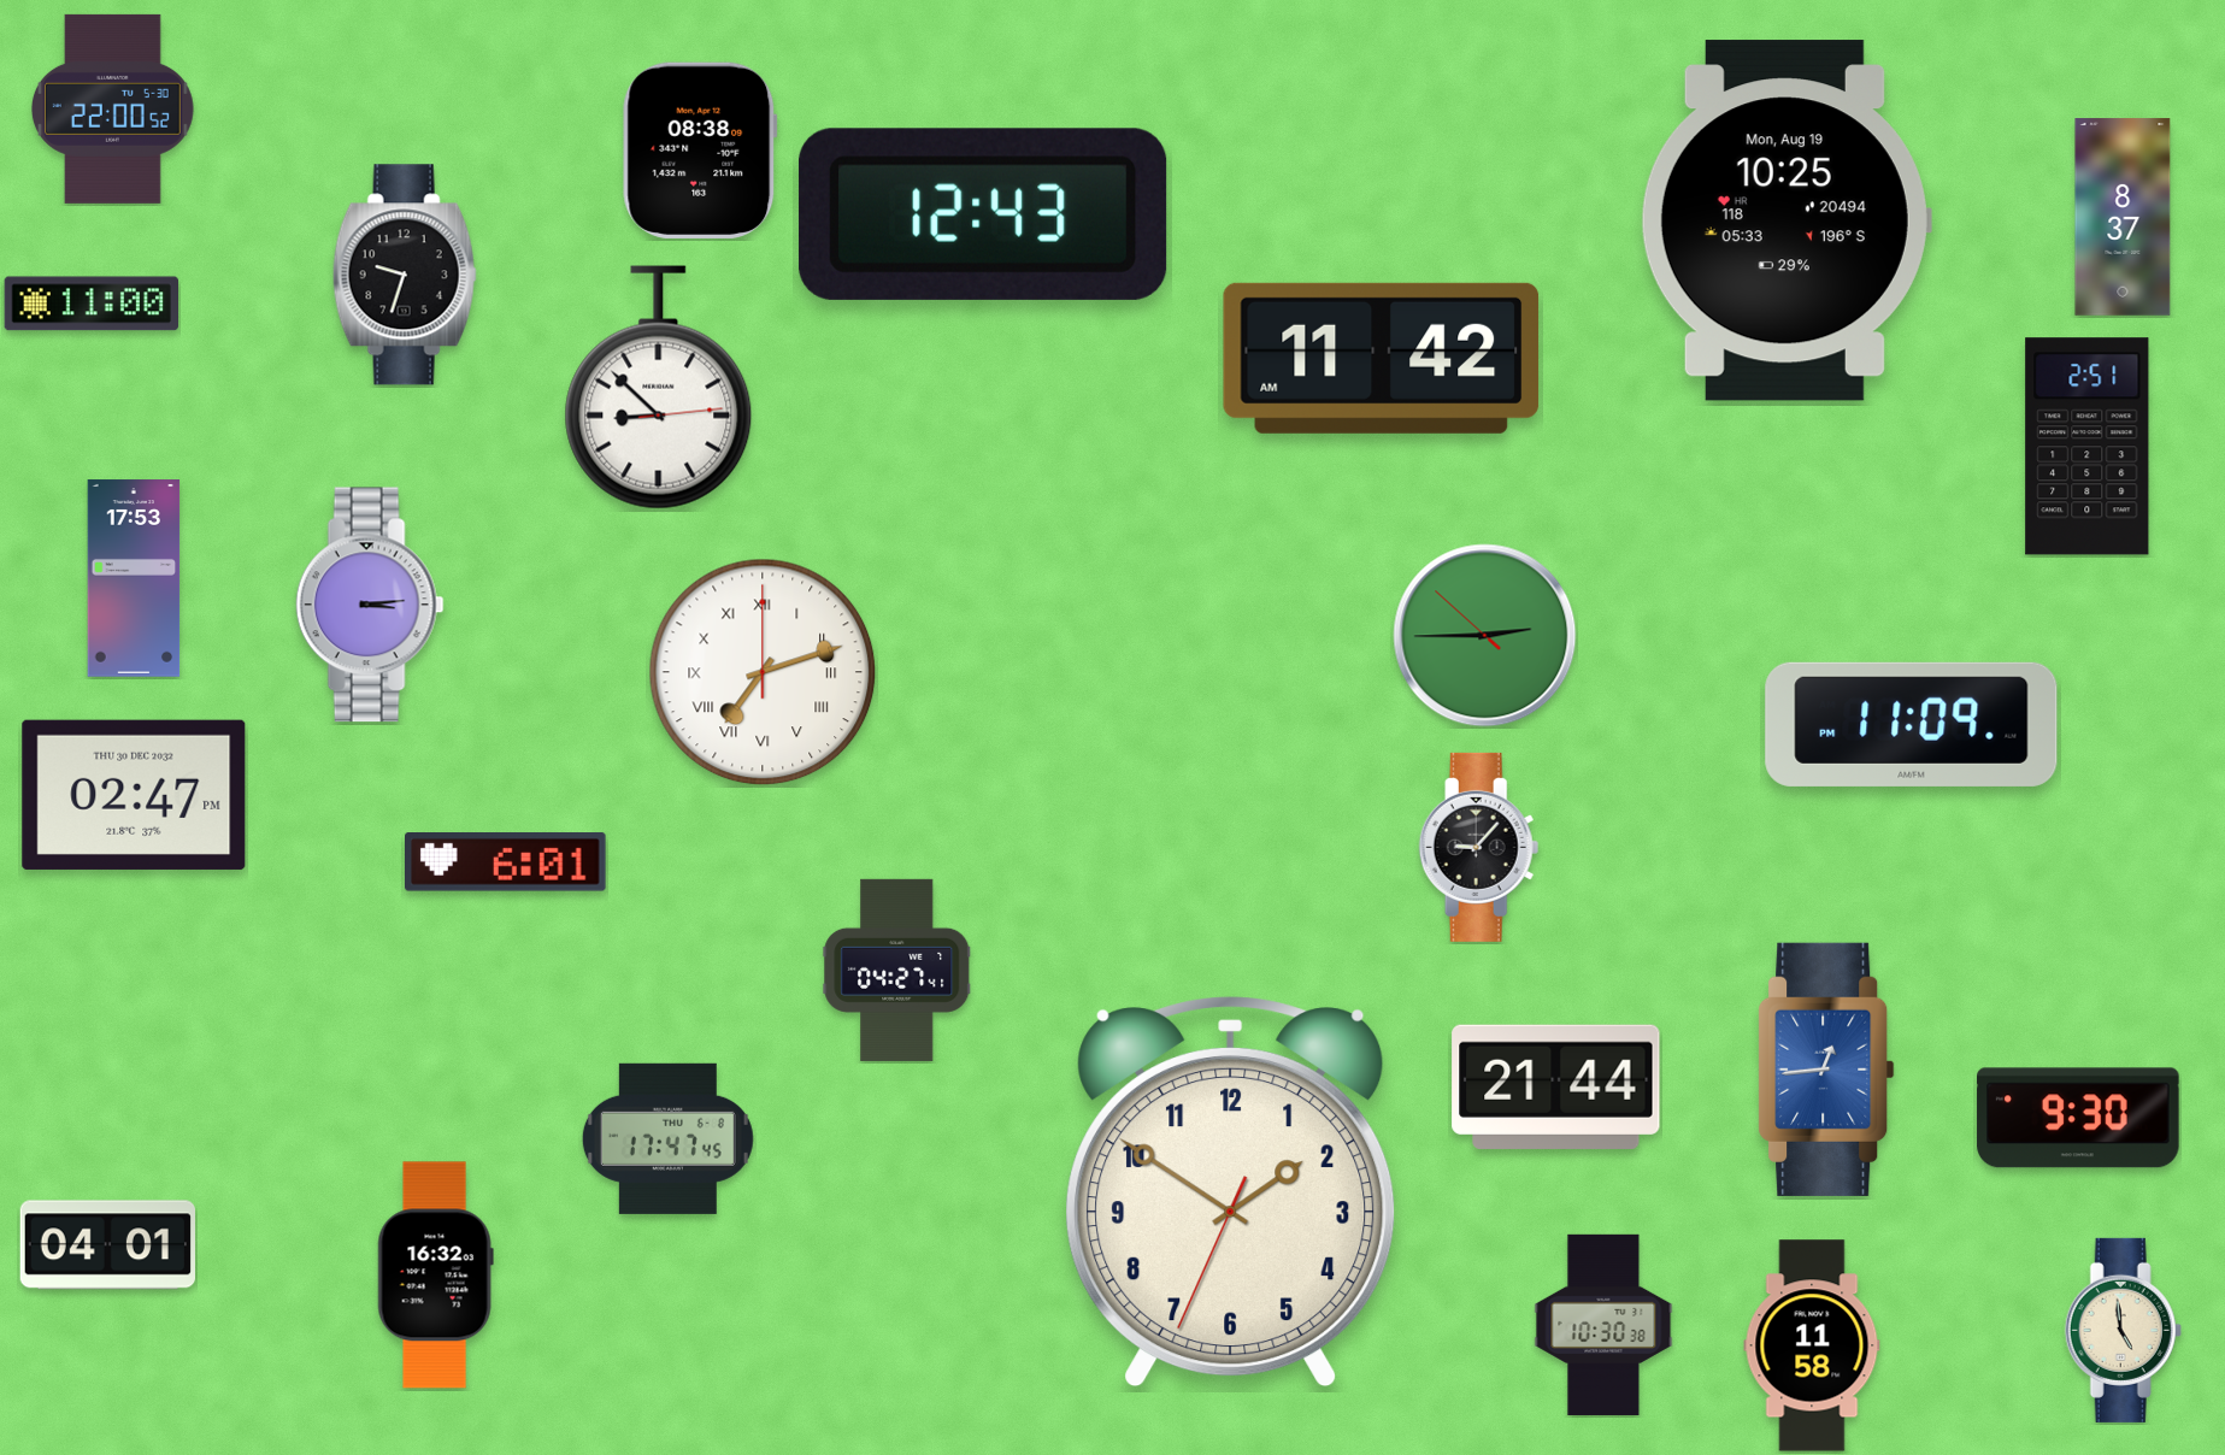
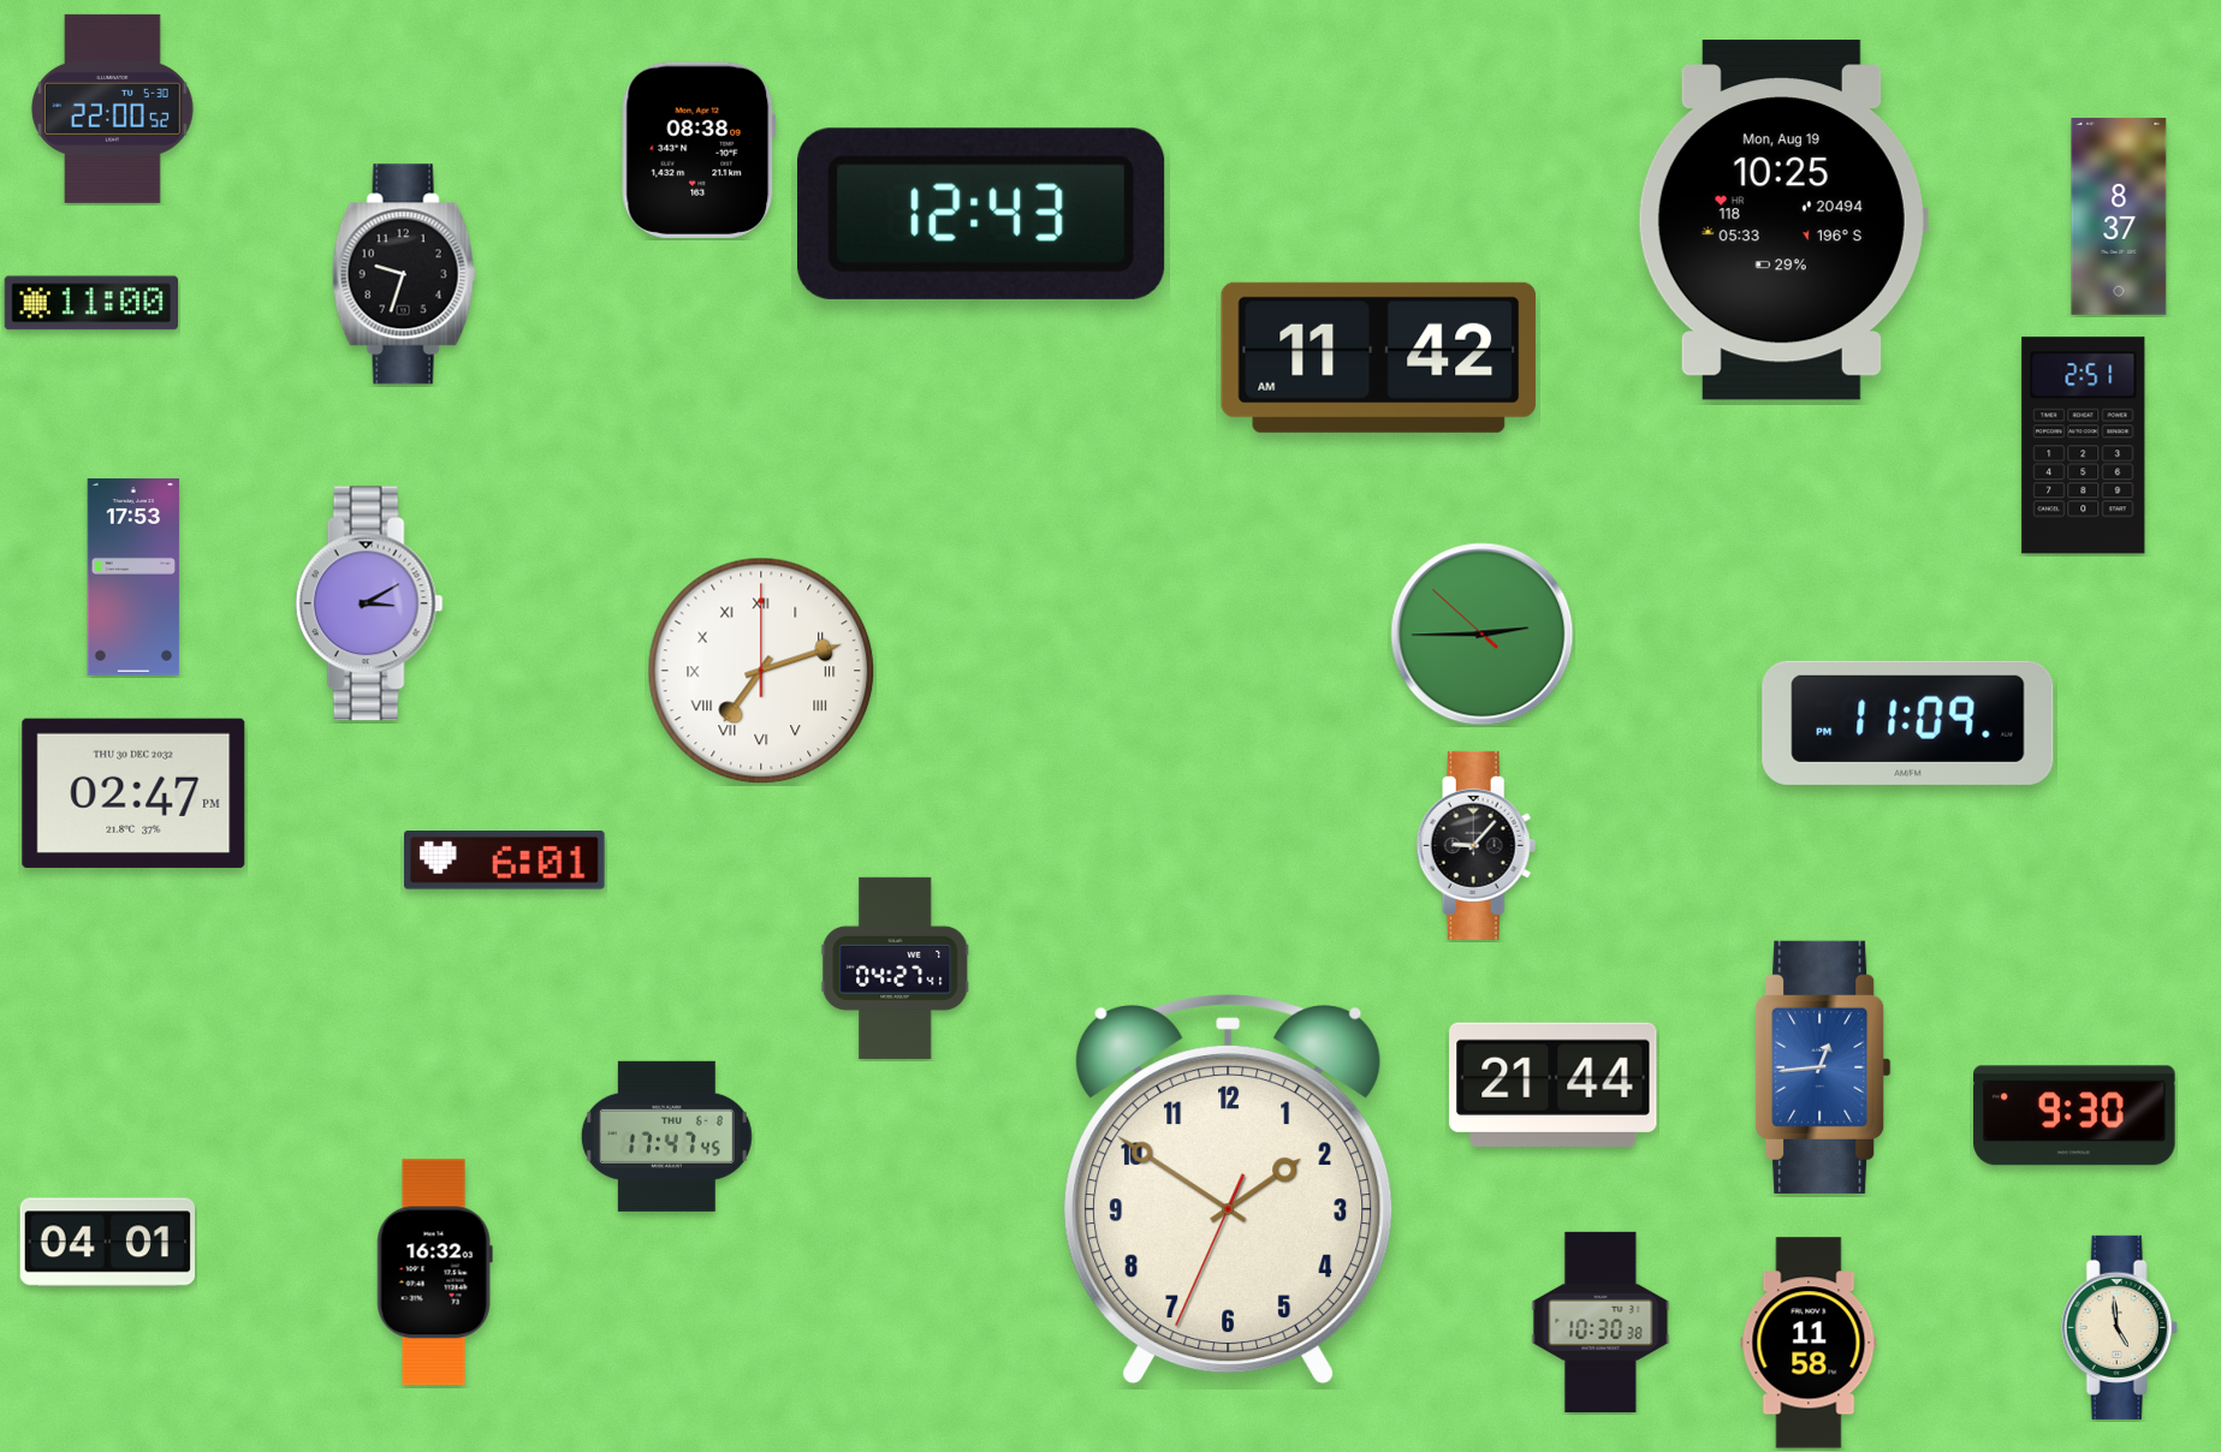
clock at (659, 388): 8:52 -> none
clock at (370, 605): 3:14 -> 3:10
